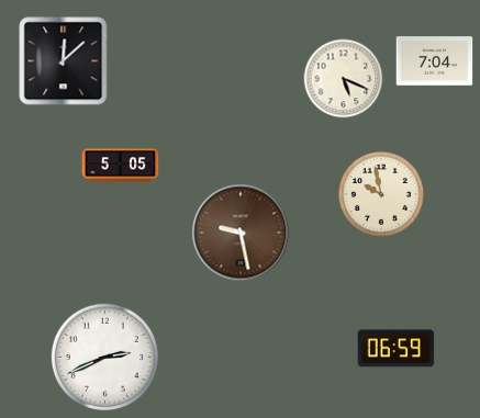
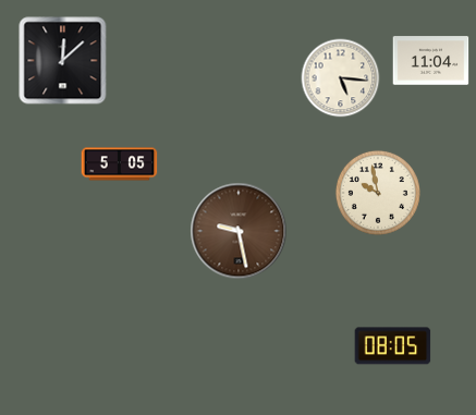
clock at (435, 61): 7:04 -> 11:04
clock at (344, 79): 5:19 -> 5:16
clock at (397, 349): 06:59 -> 08:05
clock at (104, 357): 2:41 -> none
